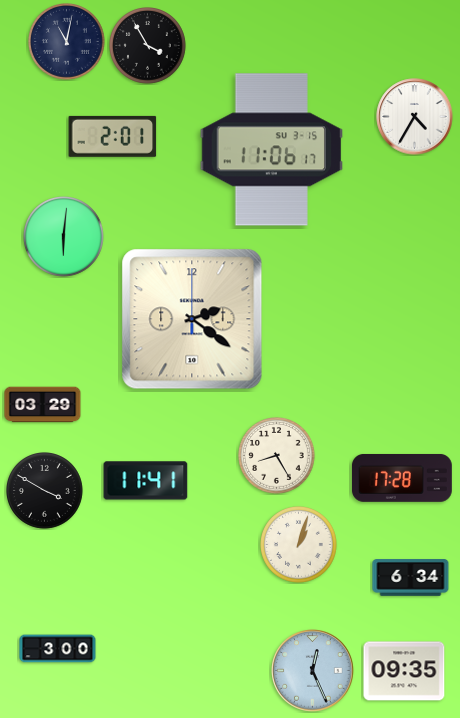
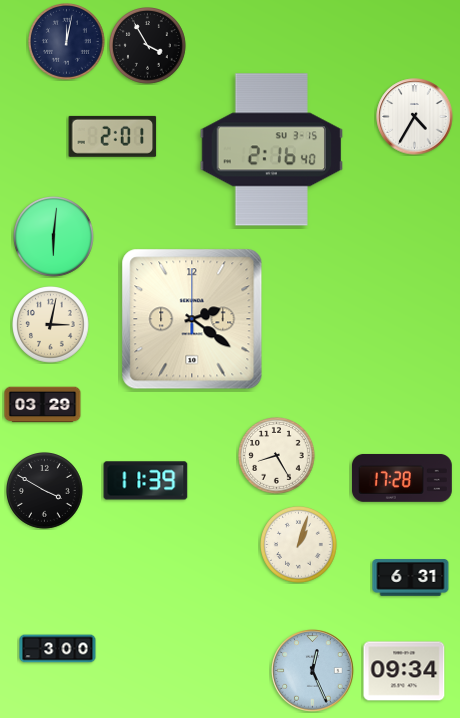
clock at (67, 42): 11:02 -> 12:02
clock at (272, 150): 11:06 -> 2:16
clock at (64, 237) position: (64, 237) -> (54, 237)
clock at (51, 325): none -> 3:02
clock at (146, 481): 11:41 -> 11:39
clock at (411, 578): 6:34 -> 6:31
clock at (404, 671): 09:35 -> 09:34
